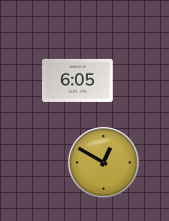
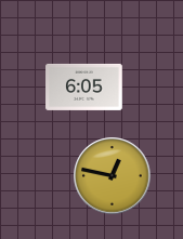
clock at (104, 163): 12:50 -> 12:47
